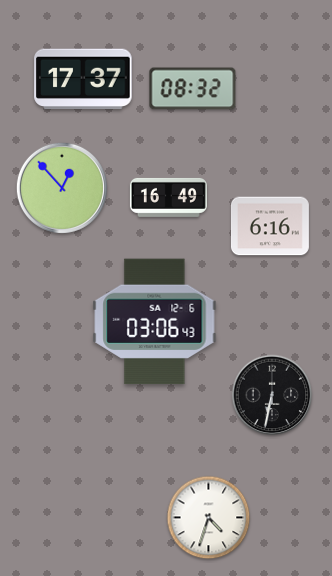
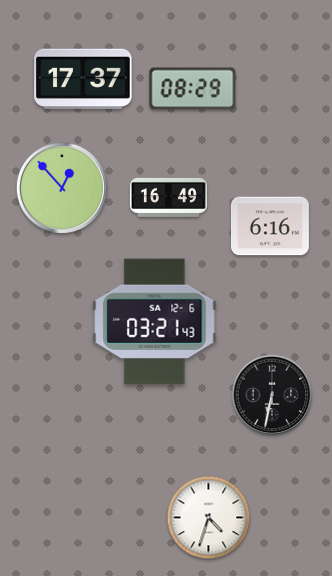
clock at (193, 89): 08:32 -> 08:29
clock at (155, 322): 03:06 -> 03:21
